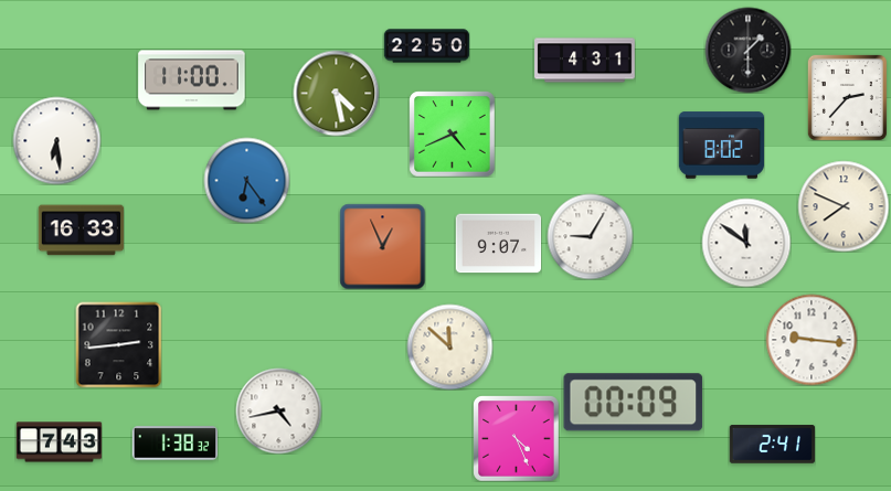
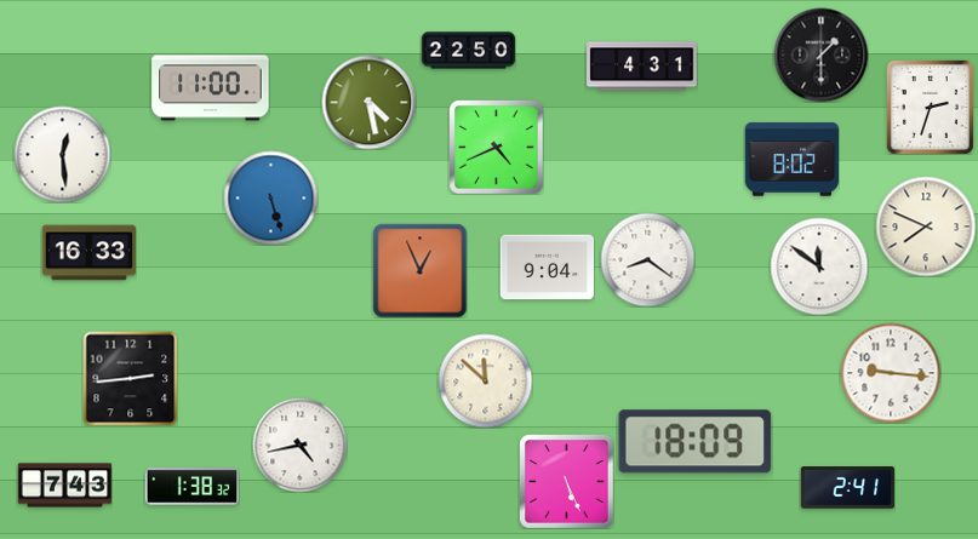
clock at (847, 97): 2:37 -> 2:33
clock at (56, 140): 6:29 -> 12:29
clock at (246, 180): 6:24 -> 5:27
clock at (590, 236): 9:05 -> 8:21
clock at (498, 244): 9:07 -> 9:04
clock at (449, 346) position: (449, 346) -> (485, 380)
clock at (634, 403): 00:09 -> 18:09
clock at (278, 410) position: (278, 410) -> (299, 445)
clock at (516, 438): 4:26 -> 5:26
